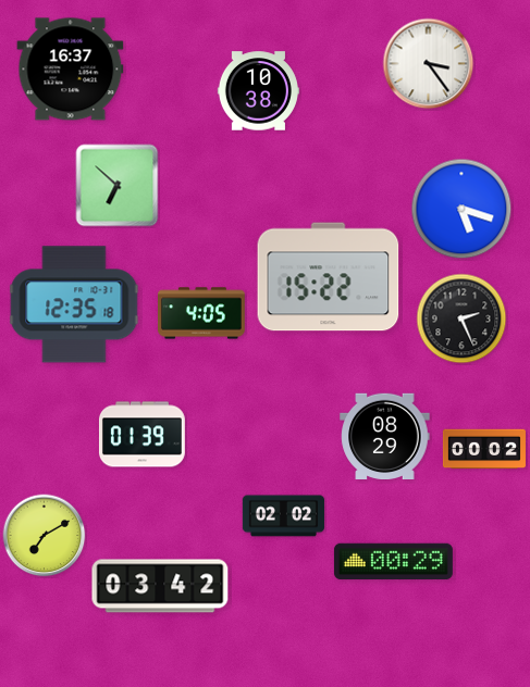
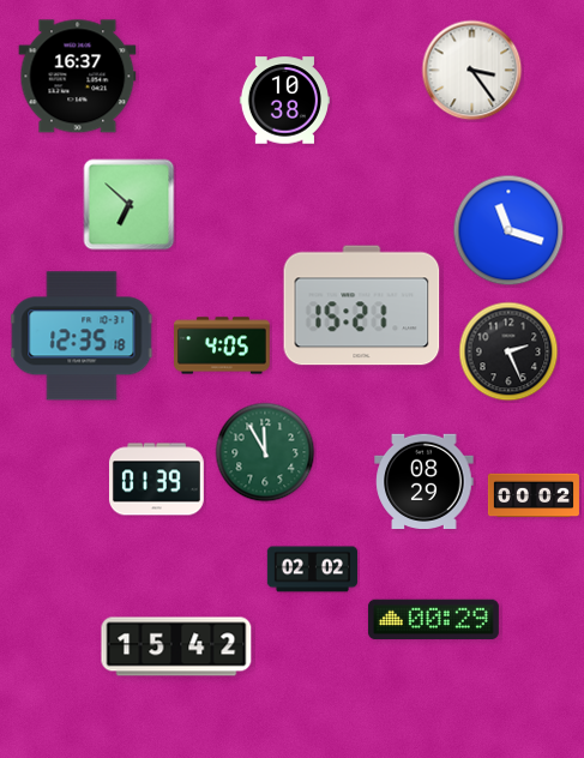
clock at (461, 209): 5:18 -> 11:18
clock at (329, 277): 15:22 -> 15:21
clock at (265, 452): none -> 11:55
clock at (45, 536): 7:10 -> none
clock at (160, 586): 03:42 -> 15:42
